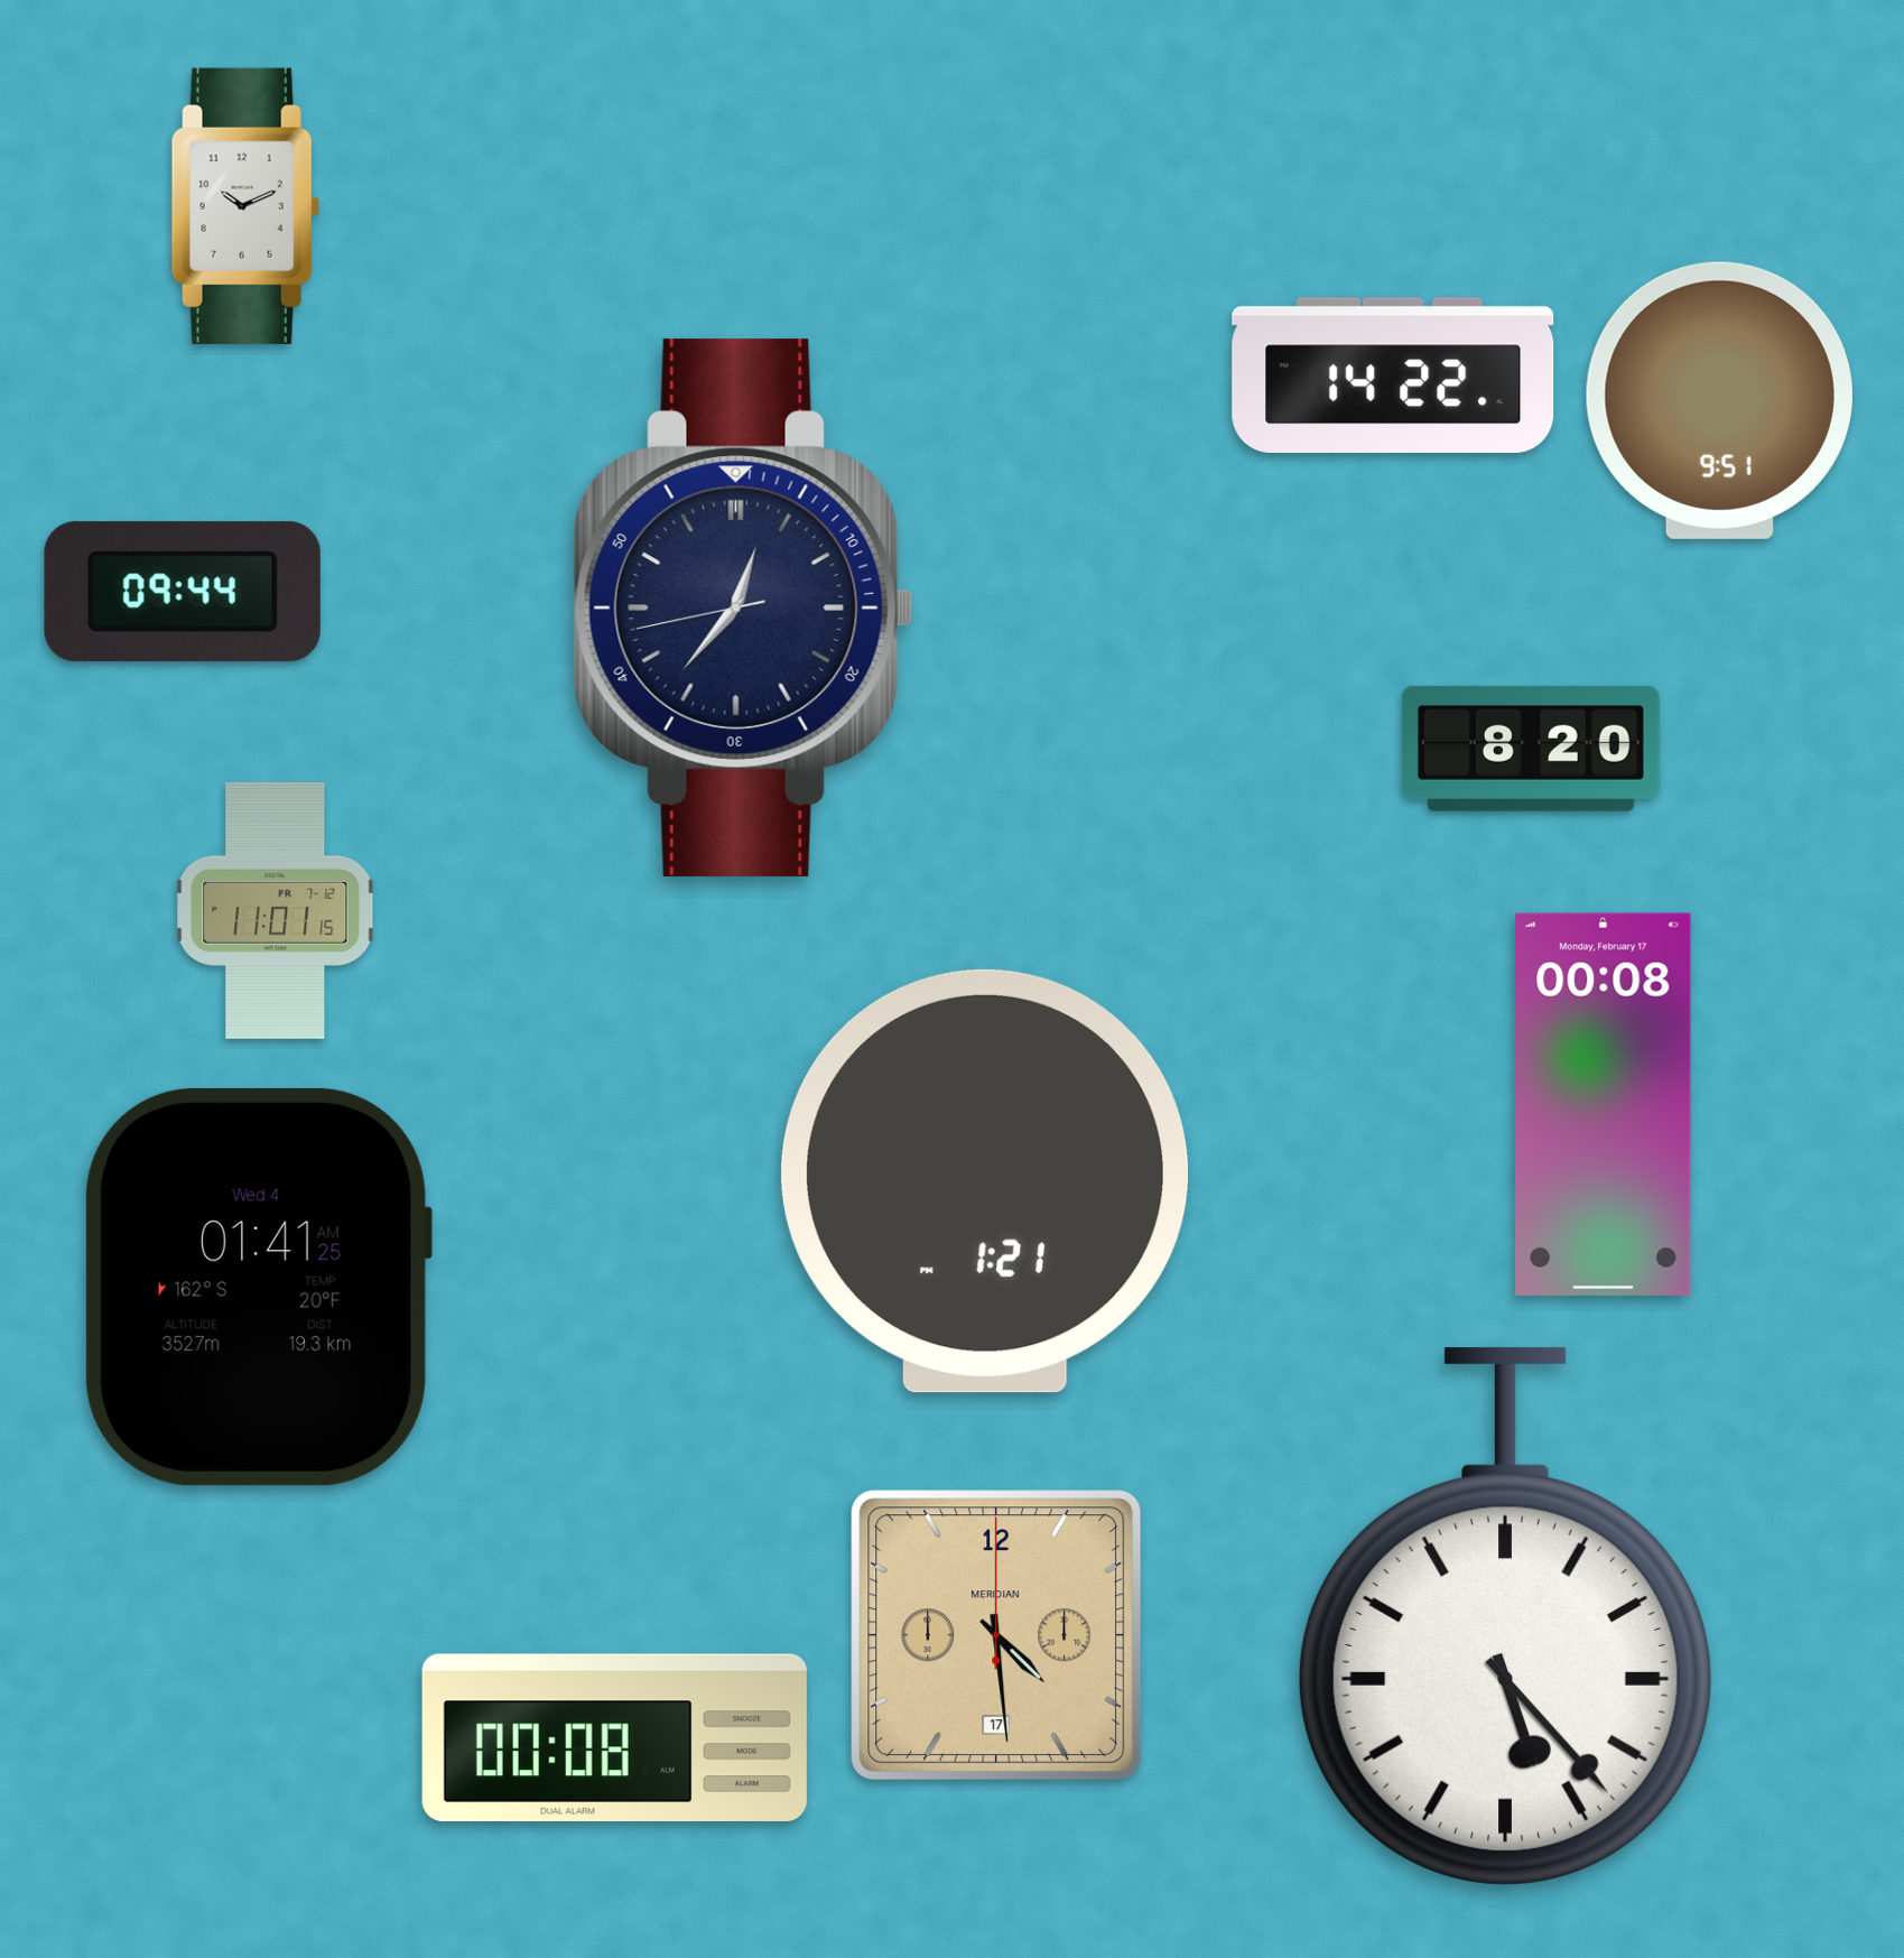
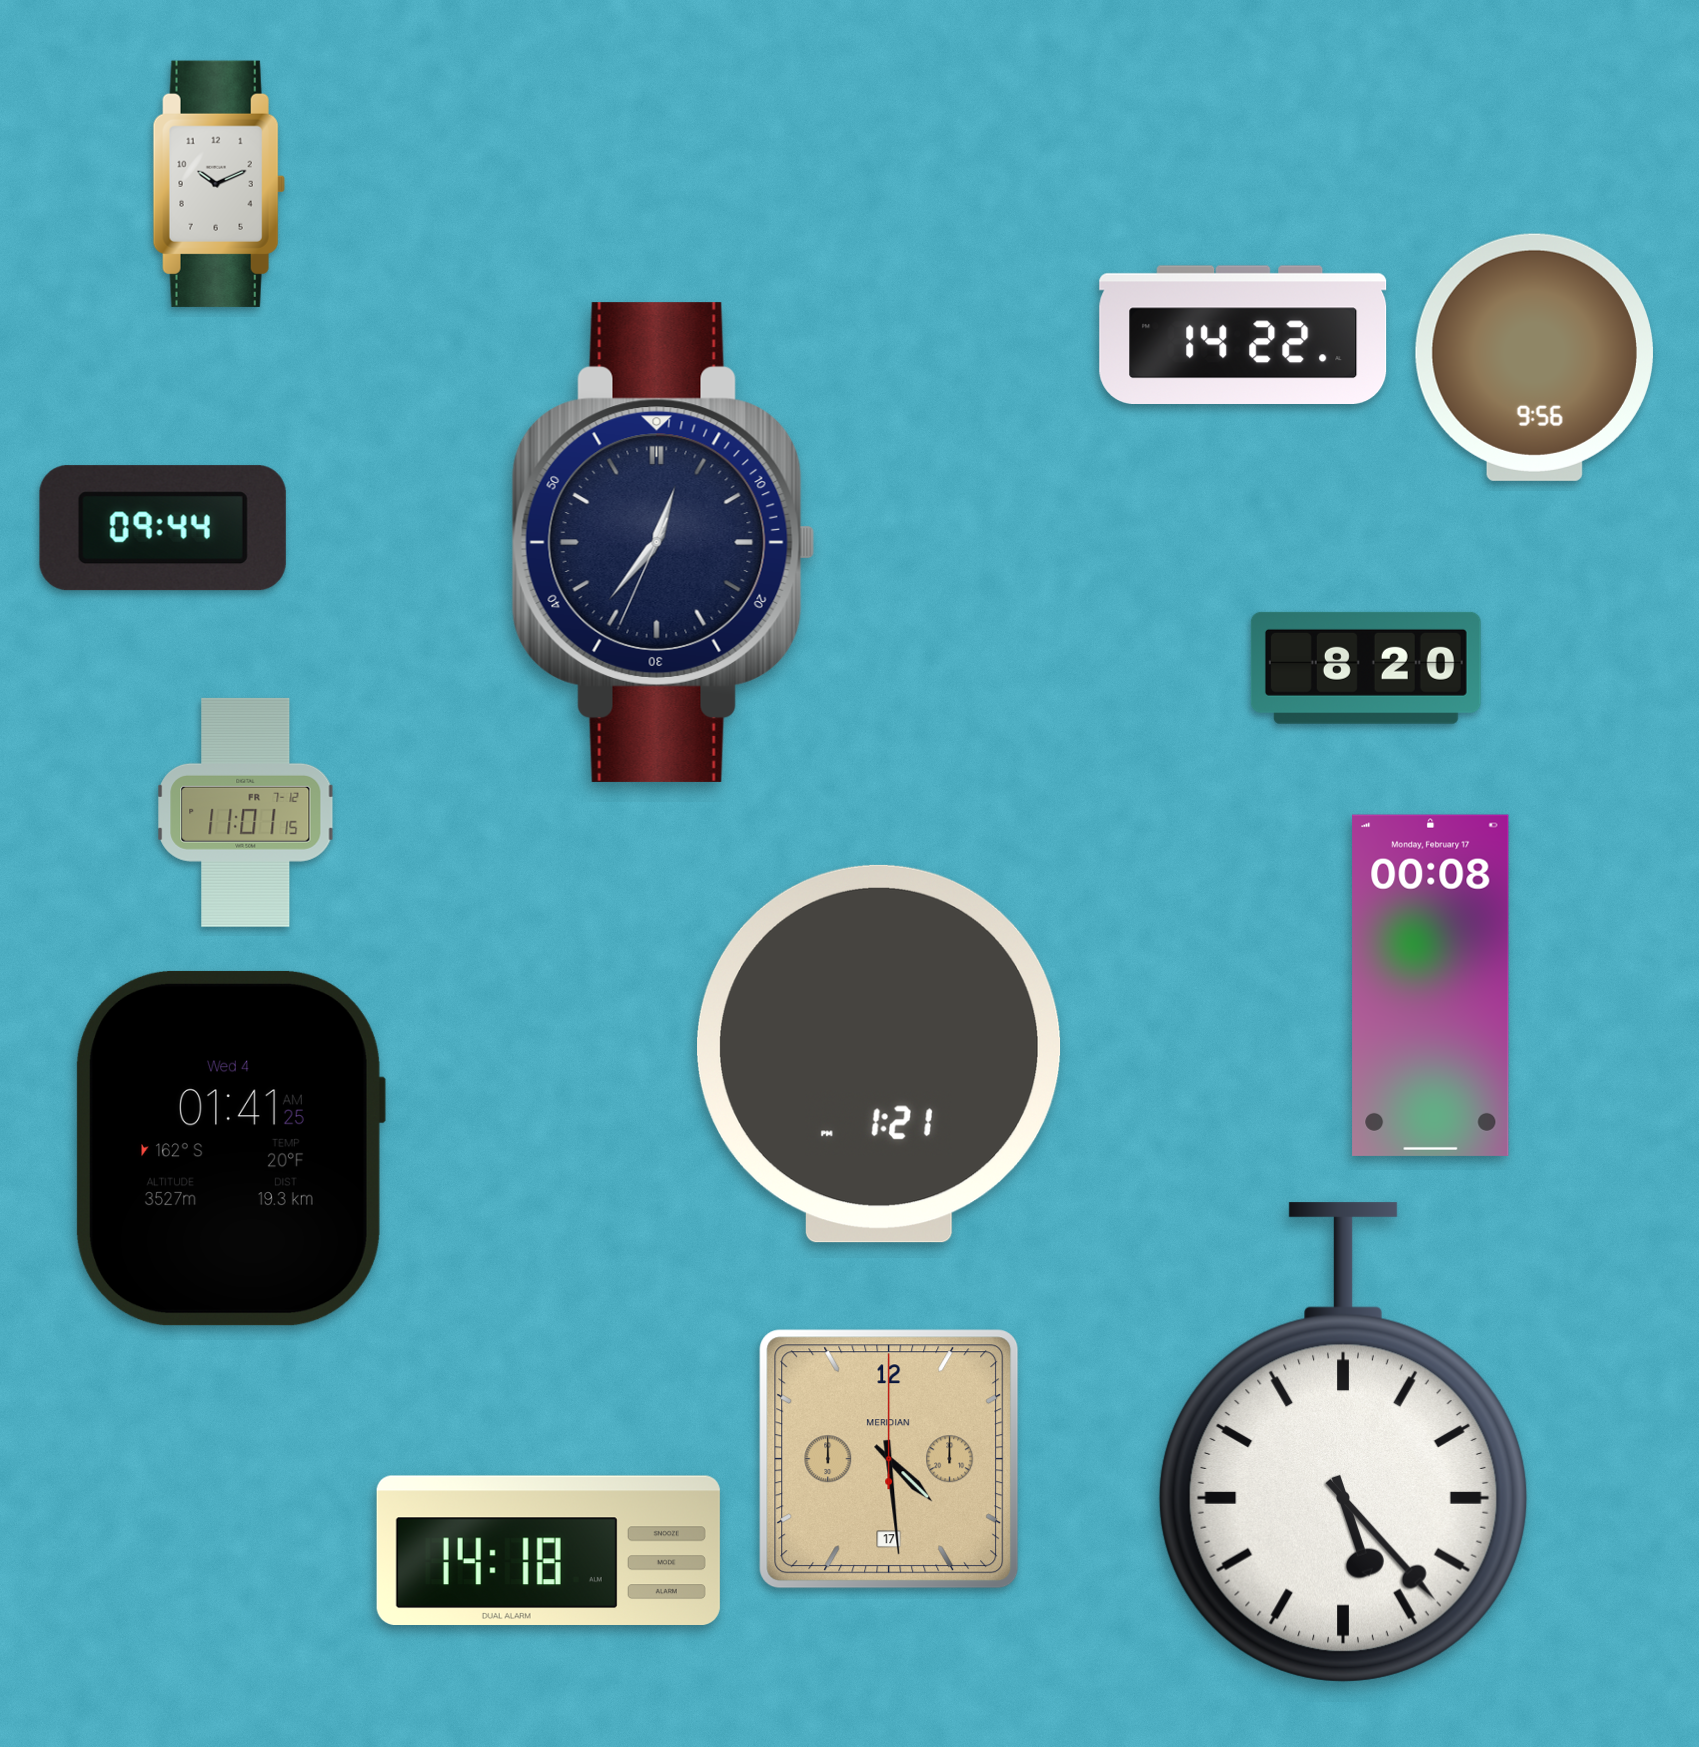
clock at (1719, 400): 9:51 -> 9:56
clock at (743, 607): 12:36:43 -> 12:36:34
clock at (614, 1737): 00:08 -> 14:18
